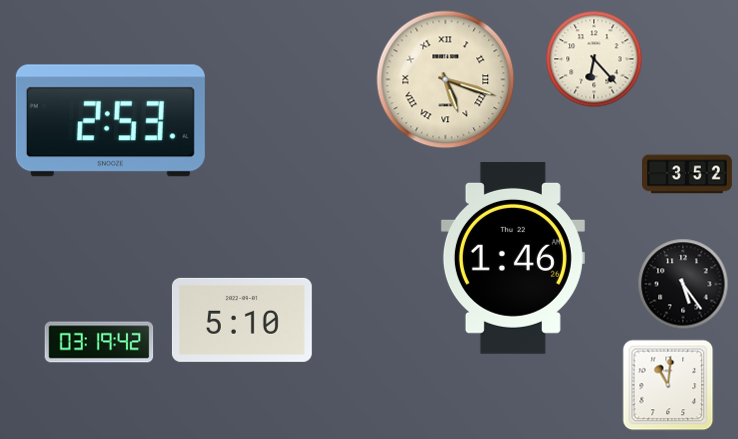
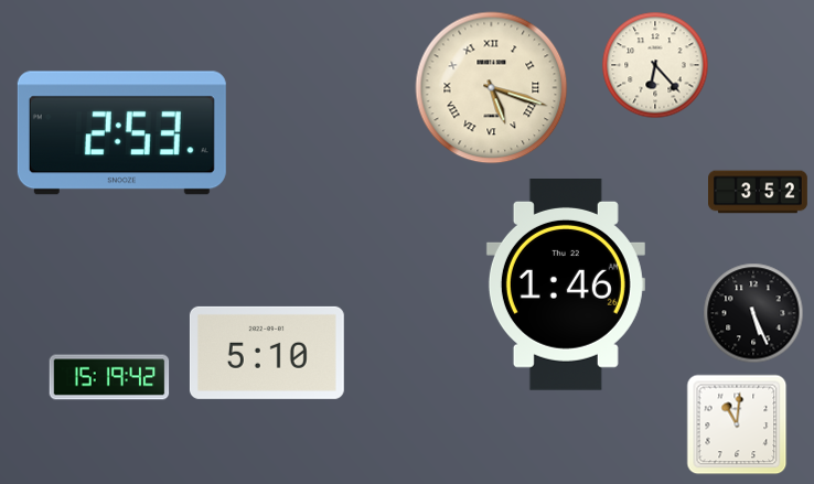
clock at (683, 284): 5:24 -> 5:26
clock at (99, 342): 03:19 -> 15:19
